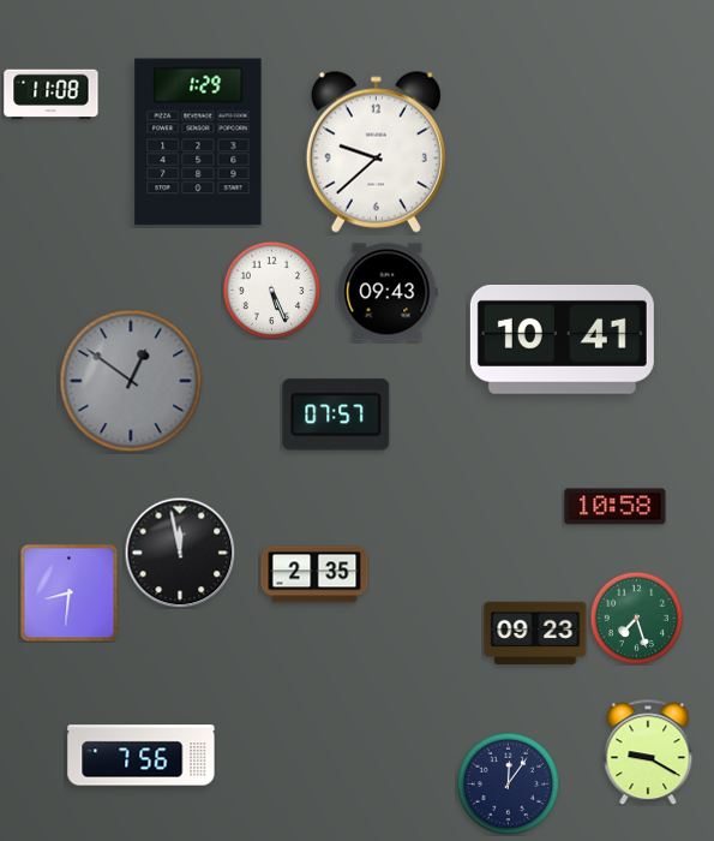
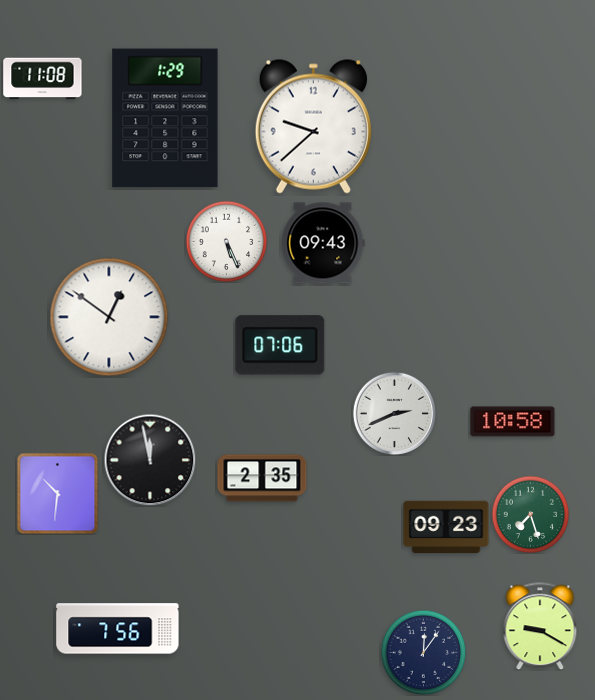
clock at (562, 339): 10:41 -> none
clock at (131, 381) dial: grey -> white
clock at (336, 414): 07:57 -> 07:06
clock at (394, 413): none -> 2:41
clock at (68, 592): 8:31 -> 10:31
